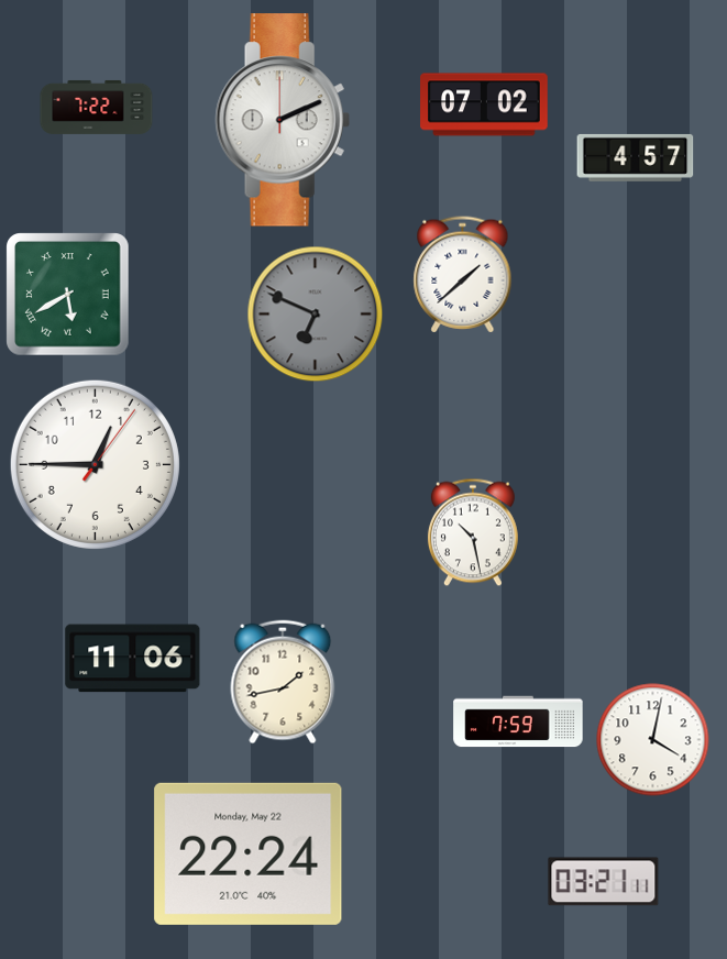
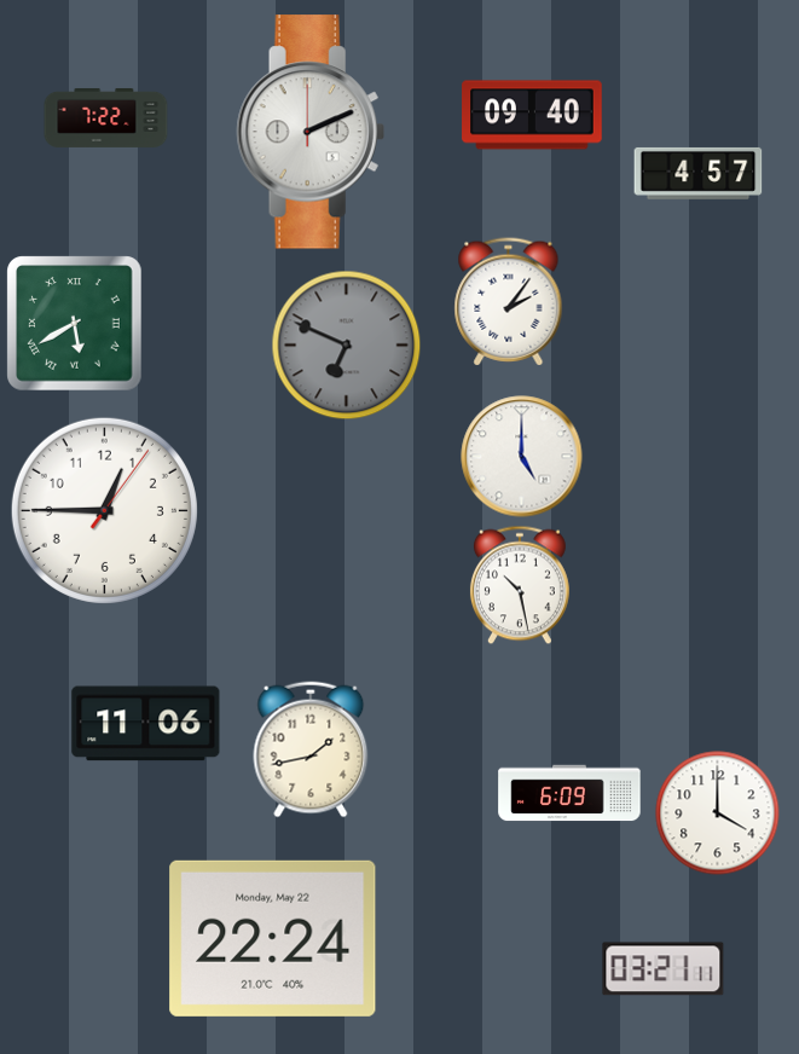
clock at (484, 104): 07:02 -> 09:40
clock at (463, 275): 1:38 -> 2:06
clock at (522, 457): none -> 5:00
clock at (518, 721): 7:59 -> 6:09
clock at (653, 740): 4:02 -> 4:00
